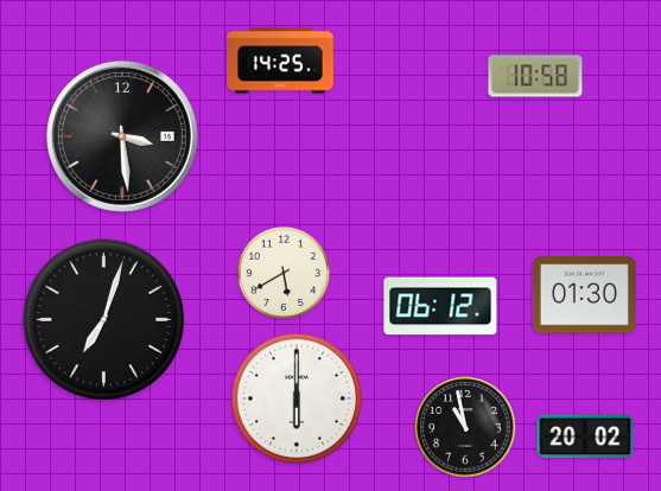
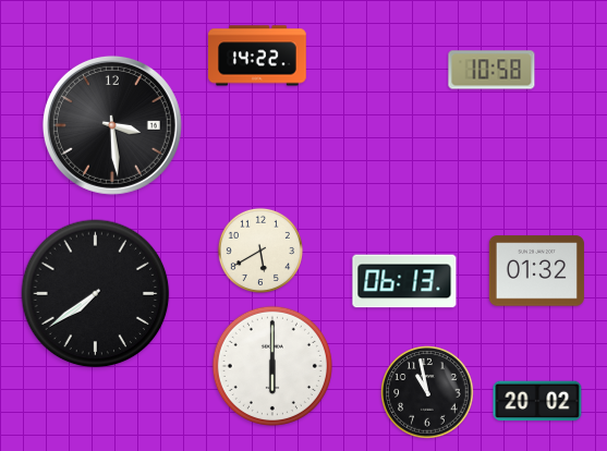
clock at (280, 60): 14:25 -> 14:22
clock at (584, 295): 01:30 -> 01:32
clock at (440, 306): 06:12 -> 06:13
clock at (104, 320): 7:03 -> 7:39
